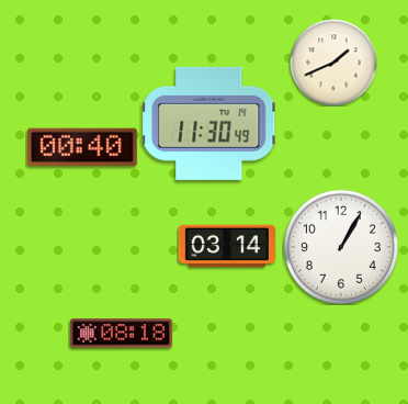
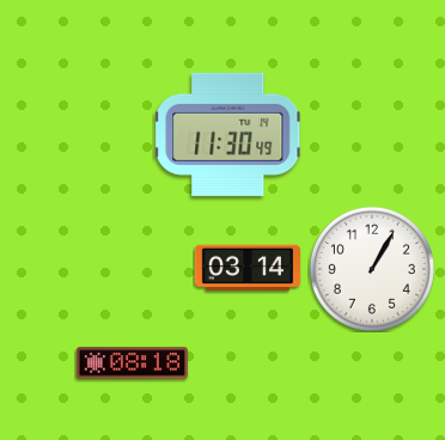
clock at (333, 63): 1:41 -> none
clock at (82, 147): 00:40 -> none
